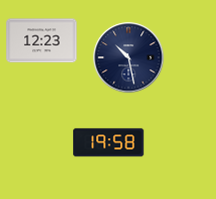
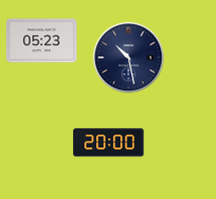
clock at (42, 41): 12:23 -> 05:23
clock at (109, 143): 19:58 -> 20:00
